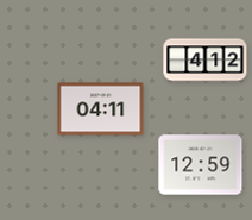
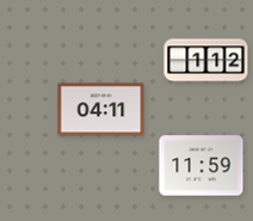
clock at (206, 61): 4:12 -> 1:12
clock at (201, 165): 12:59 -> 11:59
